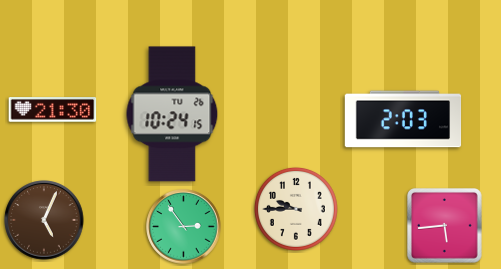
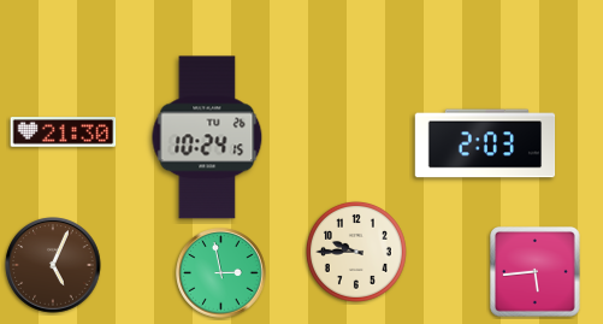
clock at (184, 227): 2:54 -> 2:58
